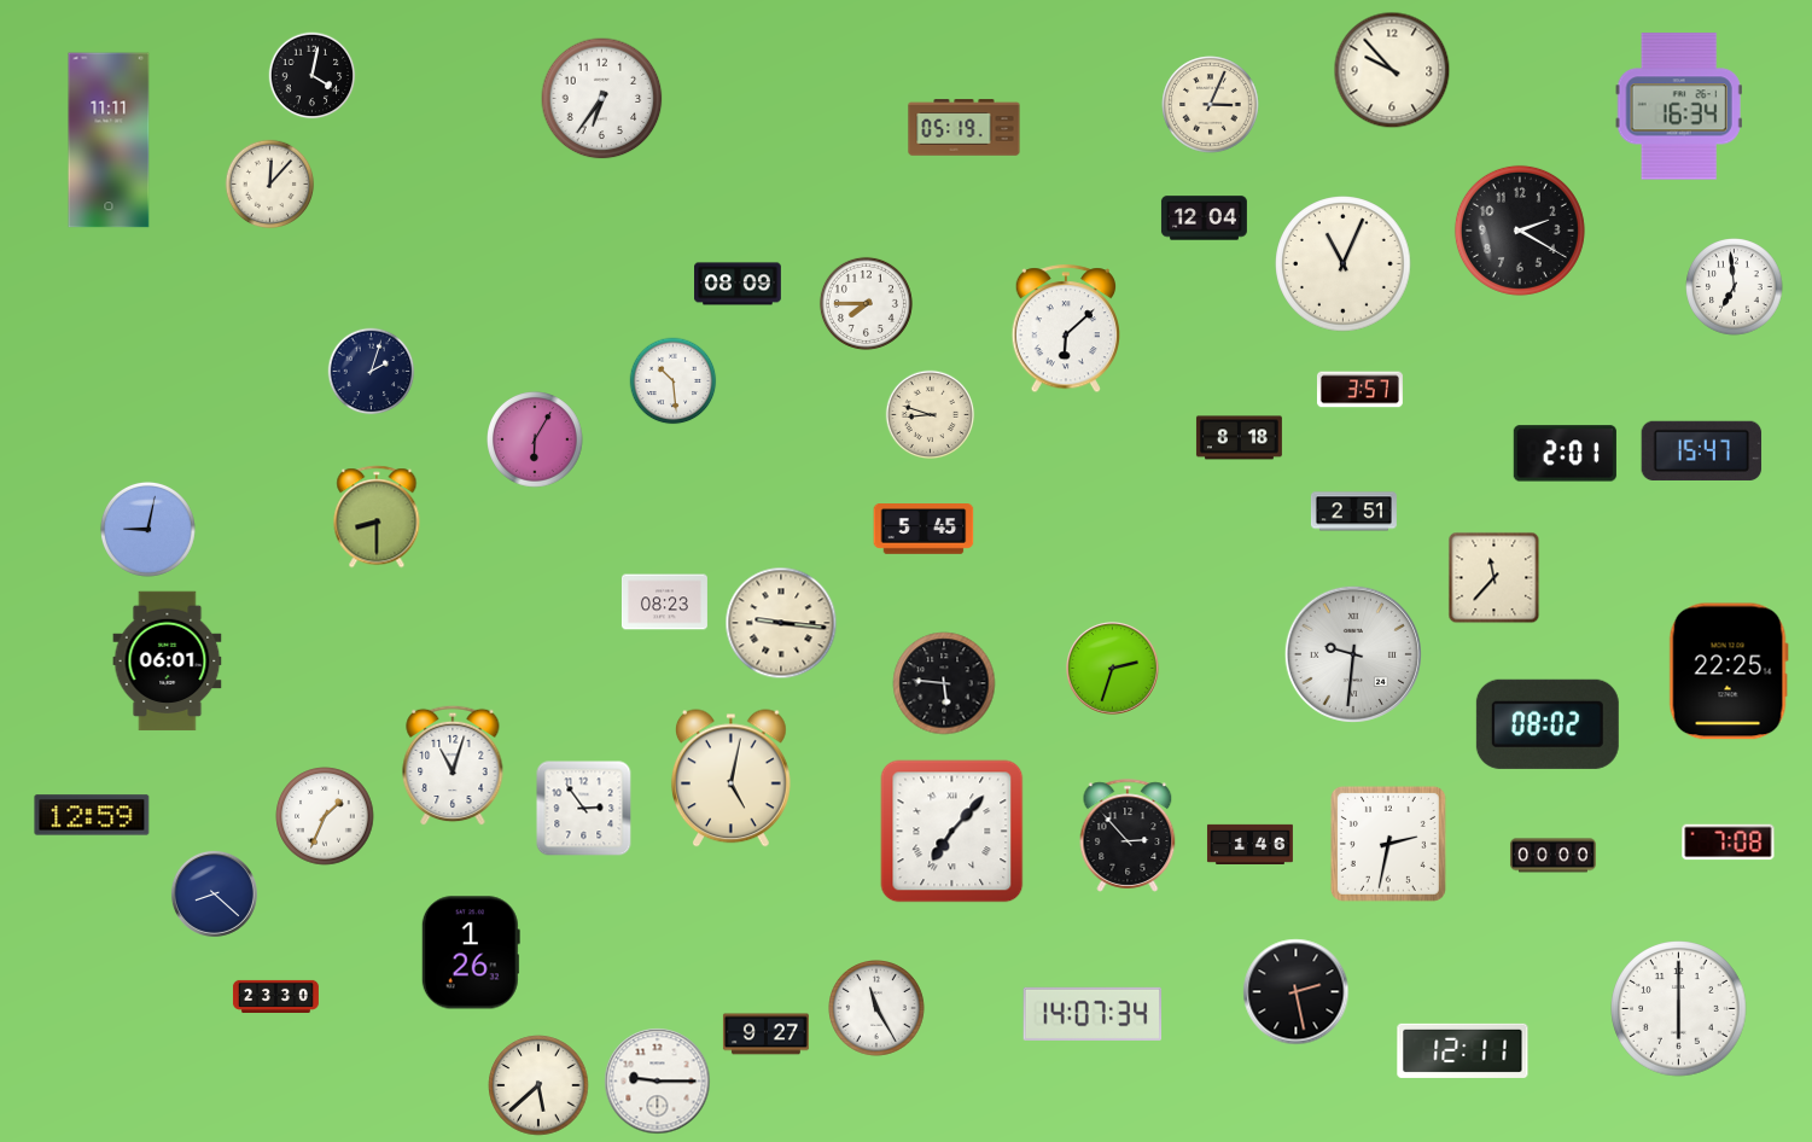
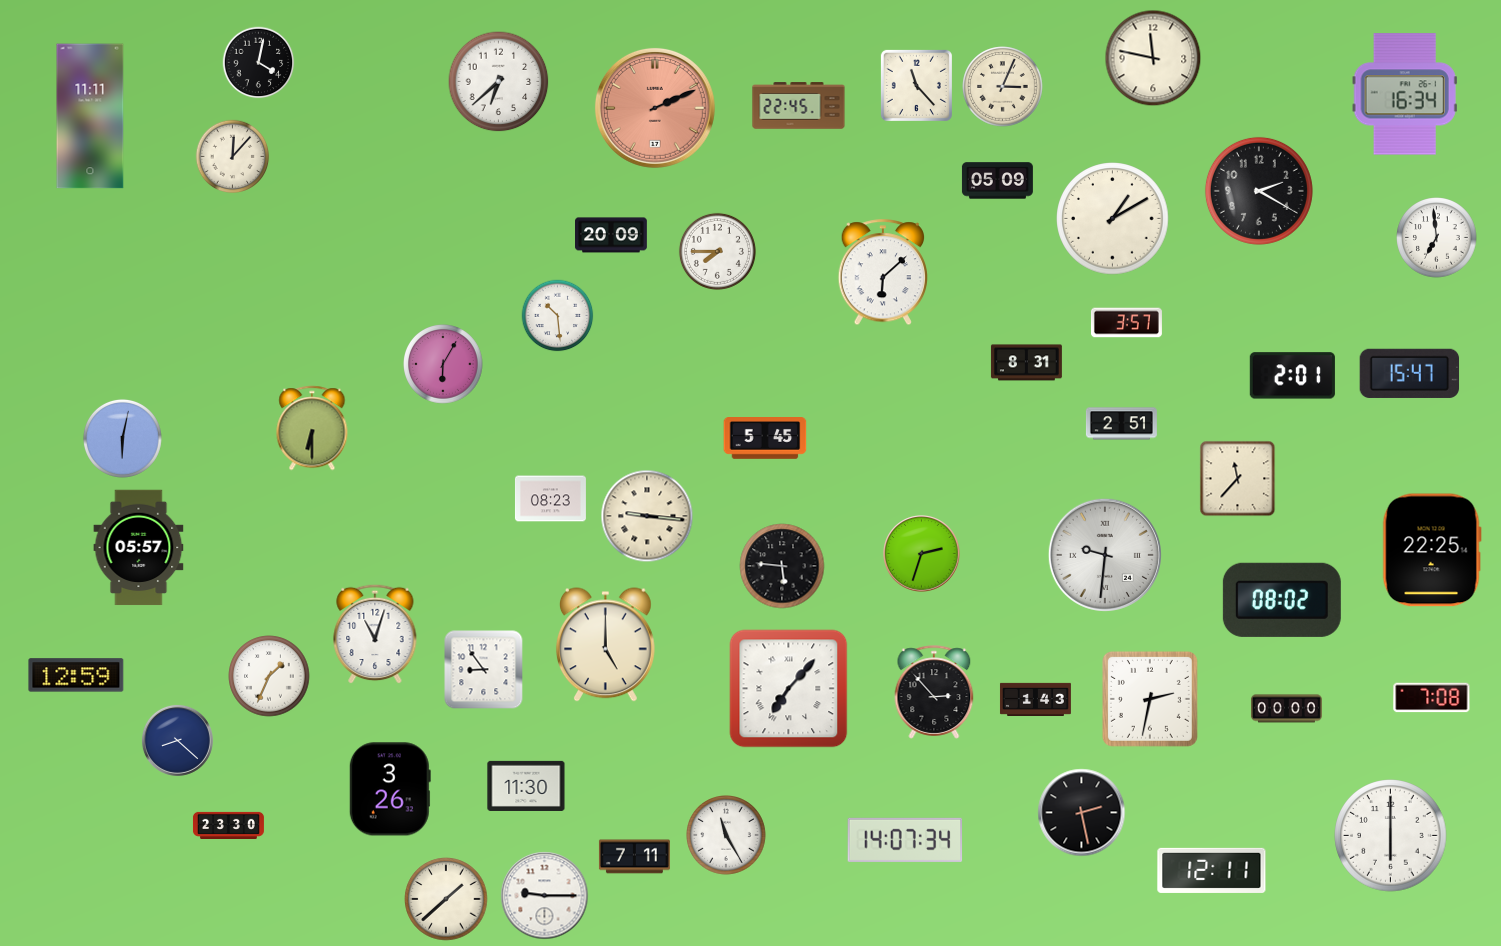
clock at (1392, 70): 9:53 -> 11:47
clock at (602, 99): 6:36 -> 6:38
clock at (916, 85): none -> 11:23
clock at (1679, 106) position: (1679, 106) -> (1405, 94)
clock at (965, 128): 05:19 -> 22:45
clock at (655, 108): none -> 2:11
clock at (270, 185) position: (270, 185) -> (233, 157)
clock at (1204, 219): 12:04 -> 05:09
clock at (1344, 264): 11:04 -> 1:10
clock at (739, 284): 08:09 -> 20:09
clock at (372, 372): 2:03 -> none
clock at (931, 415): 8:48 -> none
clock at (1239, 438): 8:18 -> 8:31
clock at (1565, 454) position: (1565, 454) -> (1292, 376)
clock at (377, 517): 8:30 -> 6:30
clock at (147, 529): 9:02 -> 6:02
clock at (1353, 654) position: (1353, 654) -> (1105, 555)
clock at (168, 662): 06:01 -> 05:57
clock at (1729, 671) position: (1729, 671) -> (1432, 550)
clock at (730, 779): 5:02 -> 5:00
clock at (584, 809): 2:54 -> 8:54
clock at (1249, 844): 1:46 -> 1:43
clock at (526, 786): none -> 11:30
clock at (471, 952): 1:26 -> 3:26
clock at (1297, 992) position: (1297, 992) -> (1082, 813)
clock at (765, 1035): 9:27 -> 7:11
clock at (538, 1085): 5:38 -> 1:38
